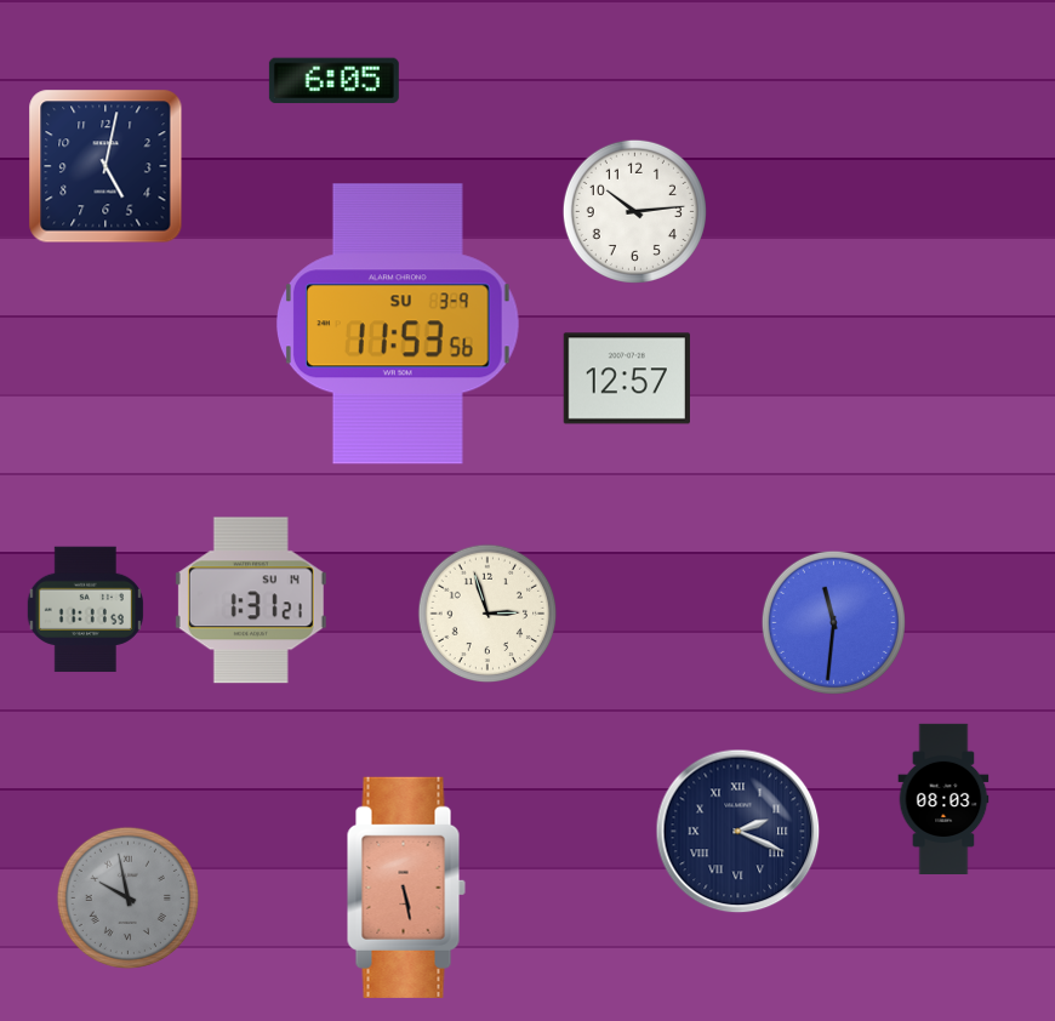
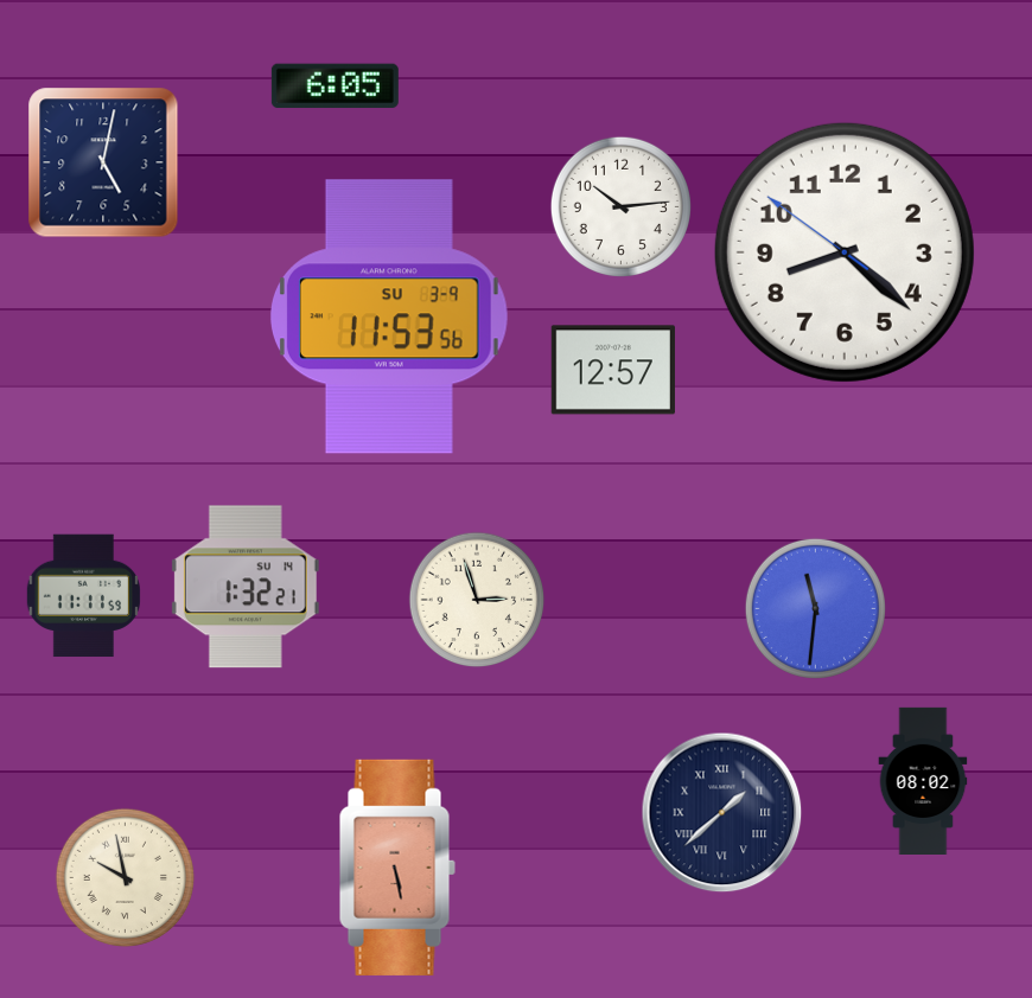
clock at (333, 81) position: (333, 81) -> (335, 87)
clock at (845, 252): none -> 8:21
clock at (251, 600): 1:31 -> 1:32
clock at (943, 798): 08:03 -> 08:02
clock at (738, 832): 2:19 -> 1:38
clock at (127, 897) dial: grey -> cream
